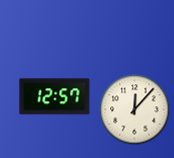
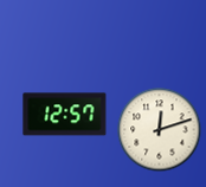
clock at (135, 110): 12:07 -> 12:12
